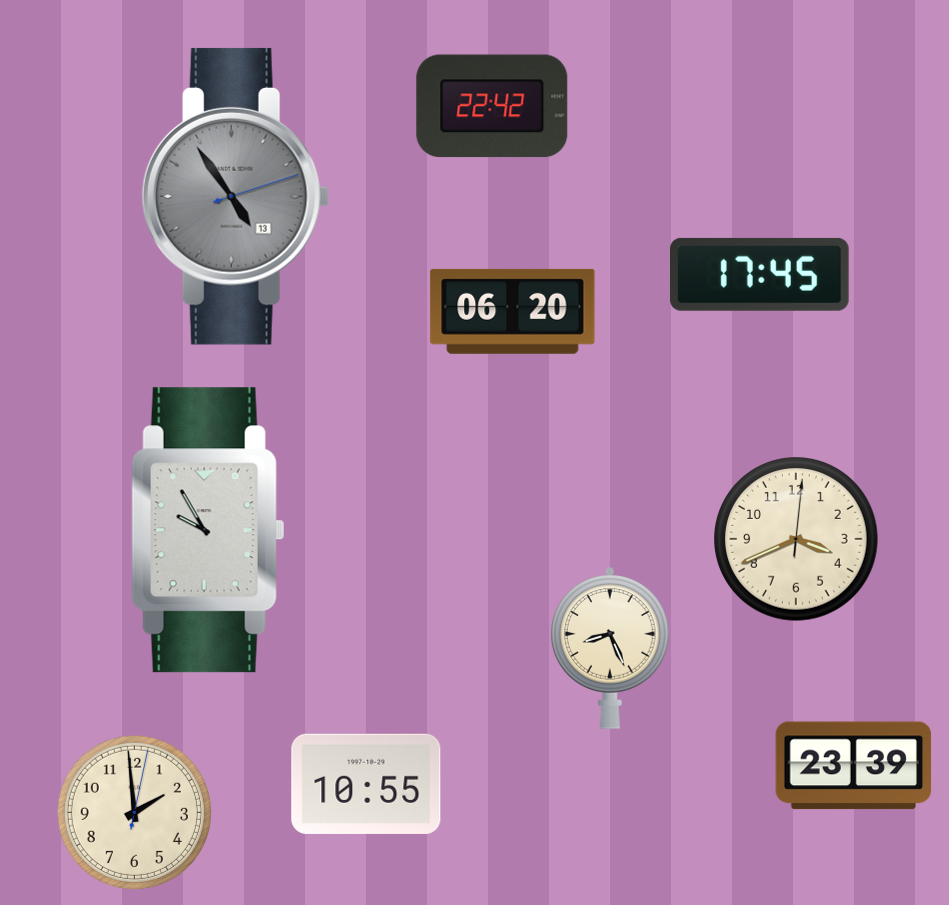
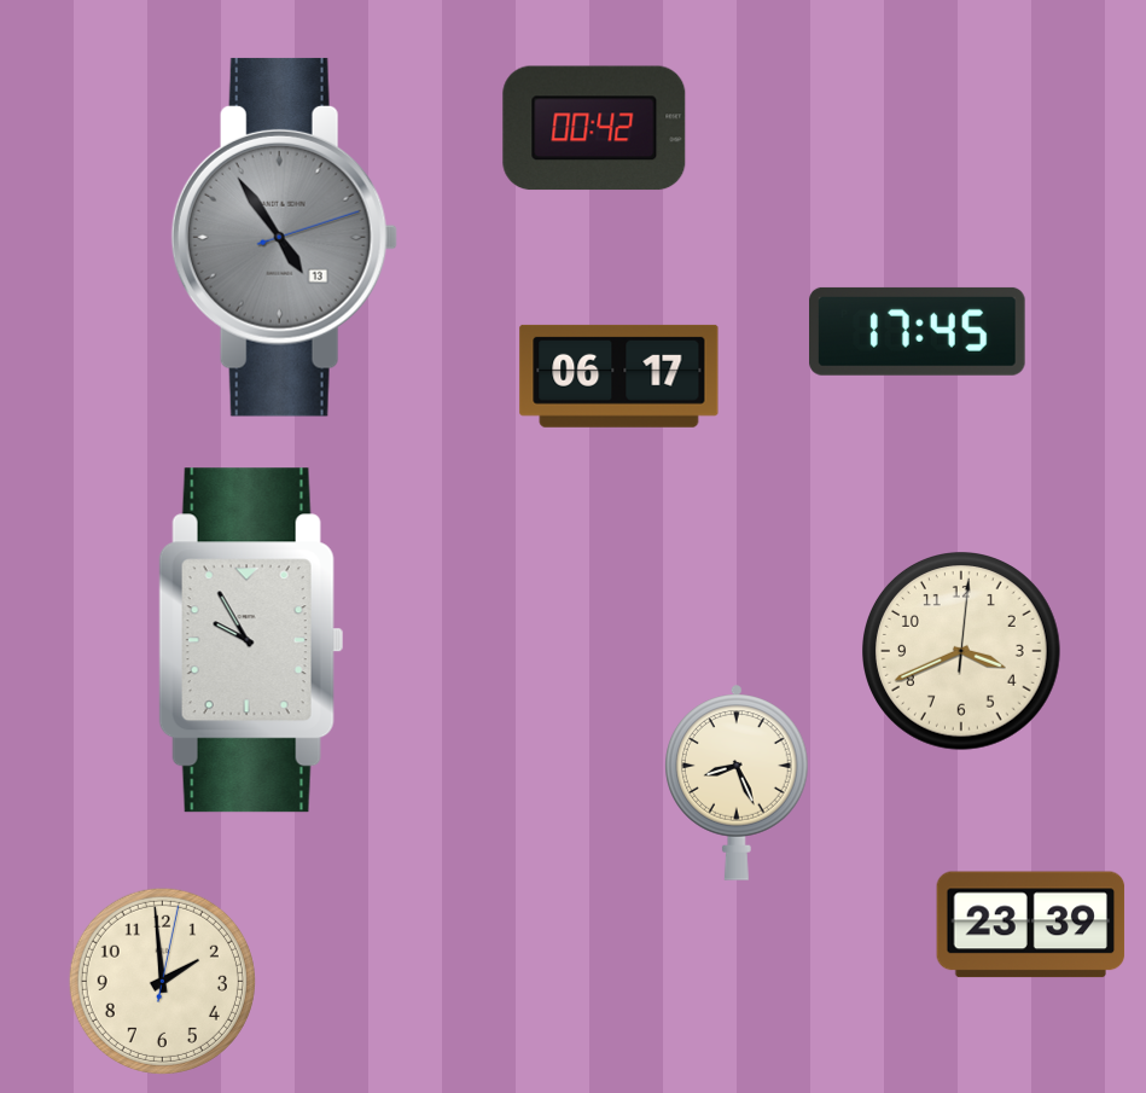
clock at (492, 106): 22:42 -> 00:42
clock at (513, 311): 06:20 -> 06:17
clock at (366, 784): 10:55 -> none
